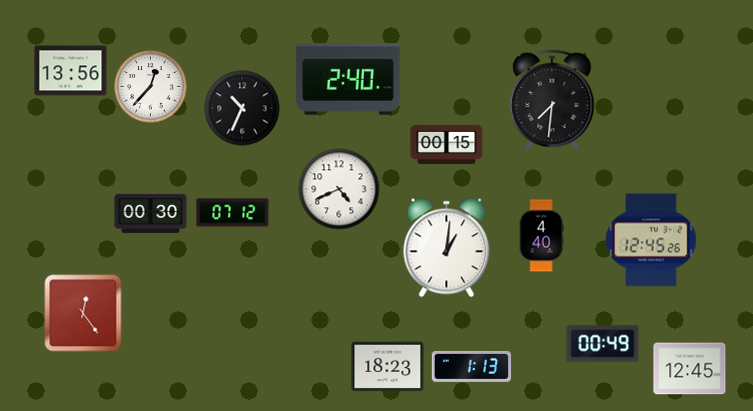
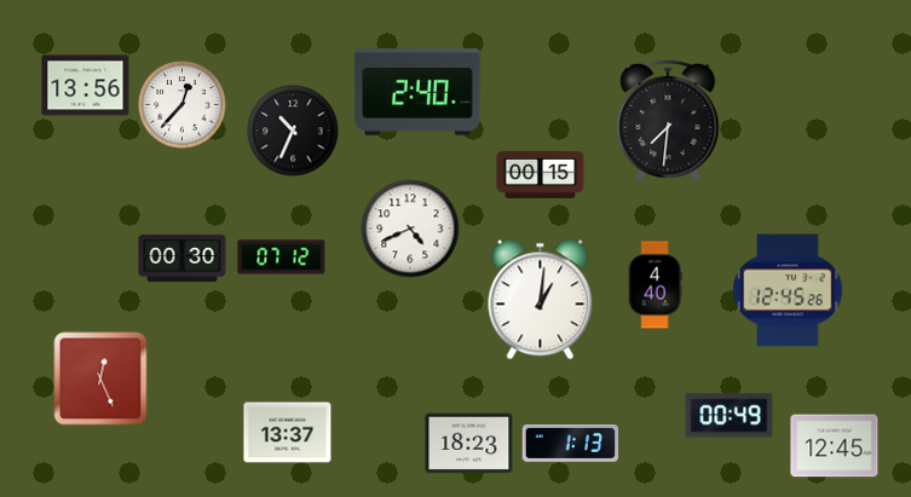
clock at (348, 79) position: (348, 79) -> (417, 92)
clock at (83, 313): 12:24 -> 12:26
clock at (288, 433): none -> 13:37
